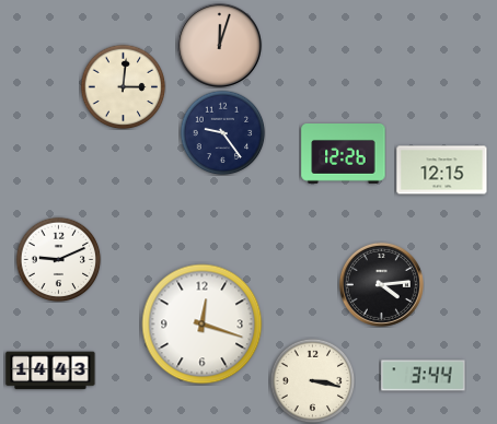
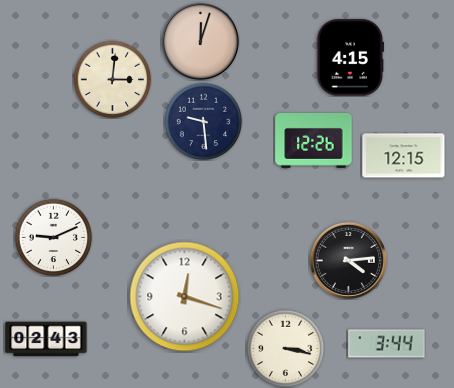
clock at (350, 58): none -> 4:15
clock at (222, 132): 9:24 -> 9:29
clock at (50, 370): 14:43 -> 02:43
